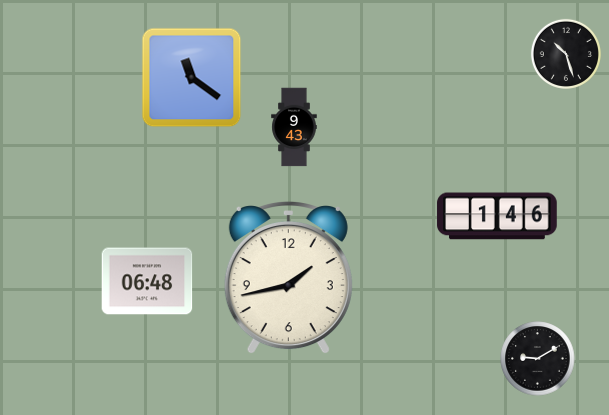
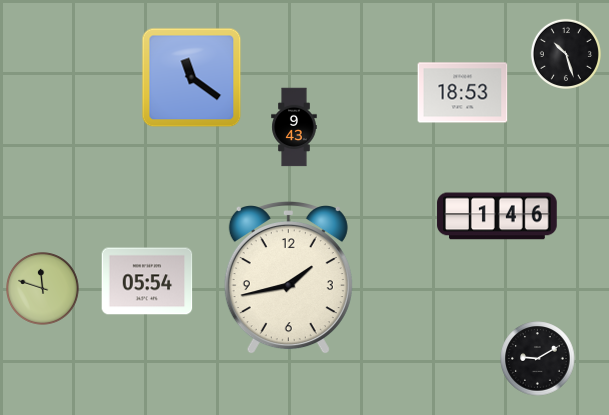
clock at (463, 93): none -> 18:53
clock at (147, 281): 06:48 -> 05:54
clock at (43, 289): none -> 11:48
